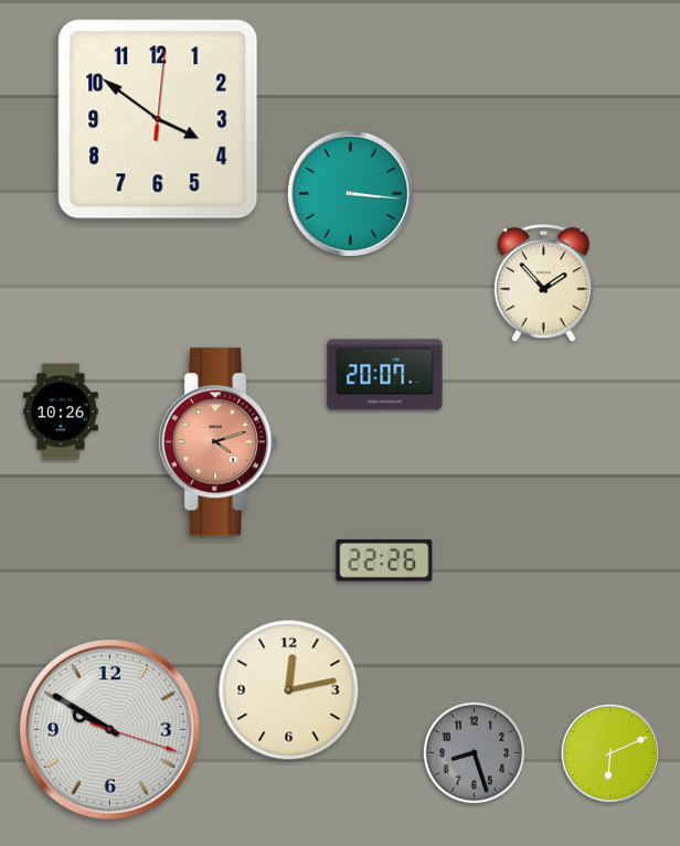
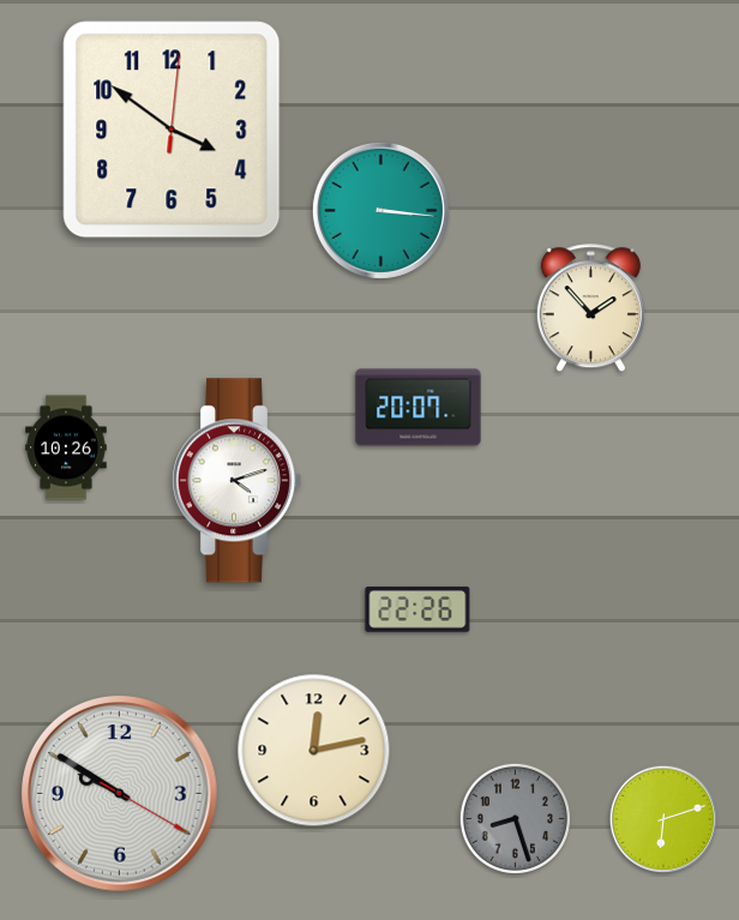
clock at (217, 442) dial: salmon -> white
clock at (110, 730): 9:50:18 -> 9:50:20
clock at (610, 753): 6:11 -> 6:12
